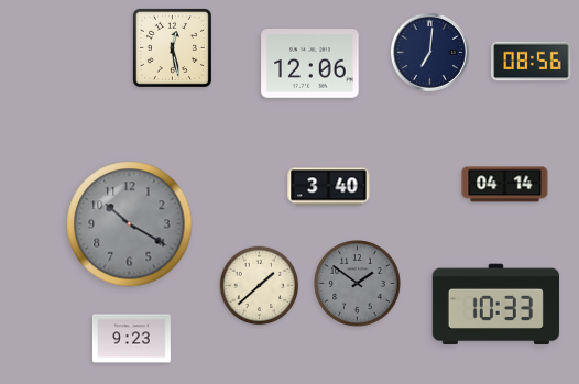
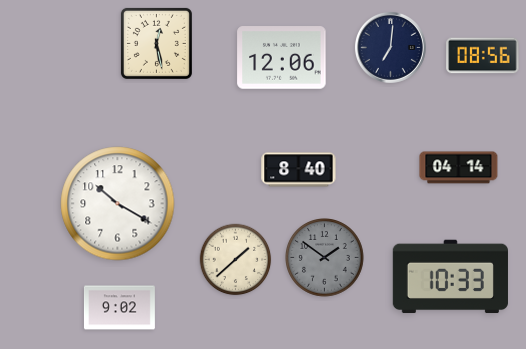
clock at (329, 187): 3:40 -> 8:40
clock at (130, 224) dial: grey -> white
clock at (131, 339): 9:23 -> 9:02
